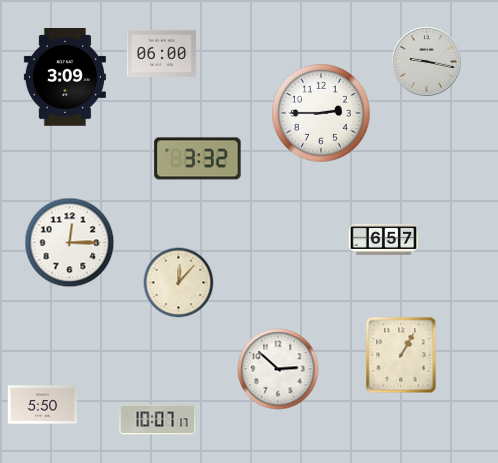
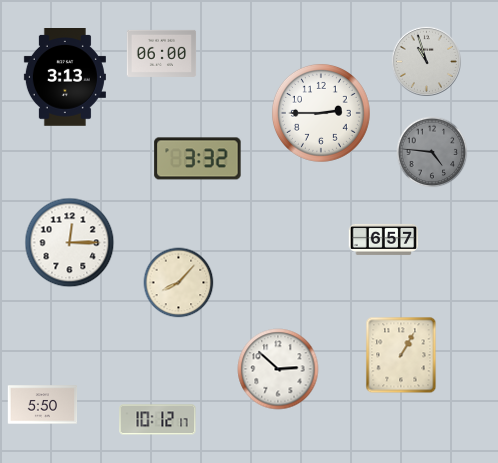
clock at (426, 61): 9:17 -> 10:57
clock at (65, 77): 3:09 -> 3:13
clock at (432, 152): none -> 4:46
clock at (179, 283): 12:07 -> 8:07
clock at (158, 420): 10:07 -> 10:12
